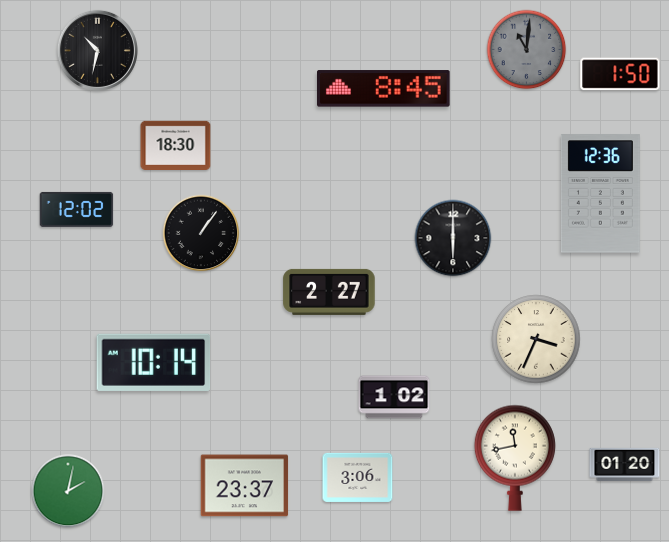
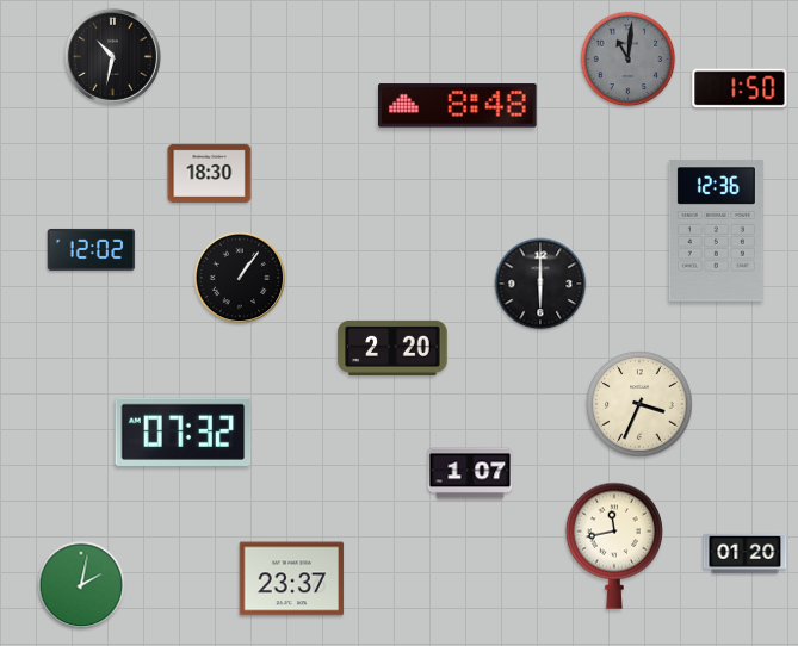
clock at (97, 50) position: (97, 50) -> (112, 56)
clock at (384, 89): 8:45 -> 8:48
clock at (329, 292): 2:27 -> 2:20
clock at (154, 362): 10:14 -> 07:32
clock at (394, 397): 1:02 -> 1:07
clock at (358, 477): 3:06 -> none
